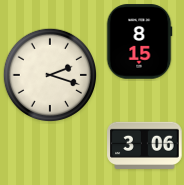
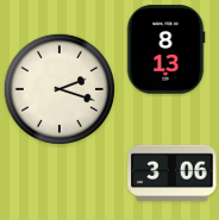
clock at (139, 42): 8:15 -> 8:13
